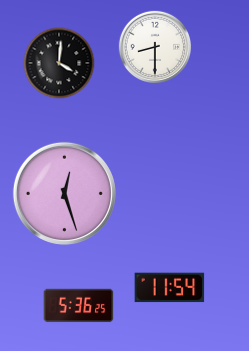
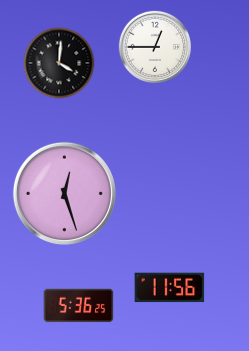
clock at (154, 46): 8:30 -> 12:45
clock at (170, 288): 11:54 -> 11:56
